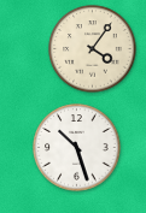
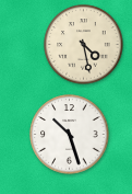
clock at (93, 49): 4:06 -> 4:28
